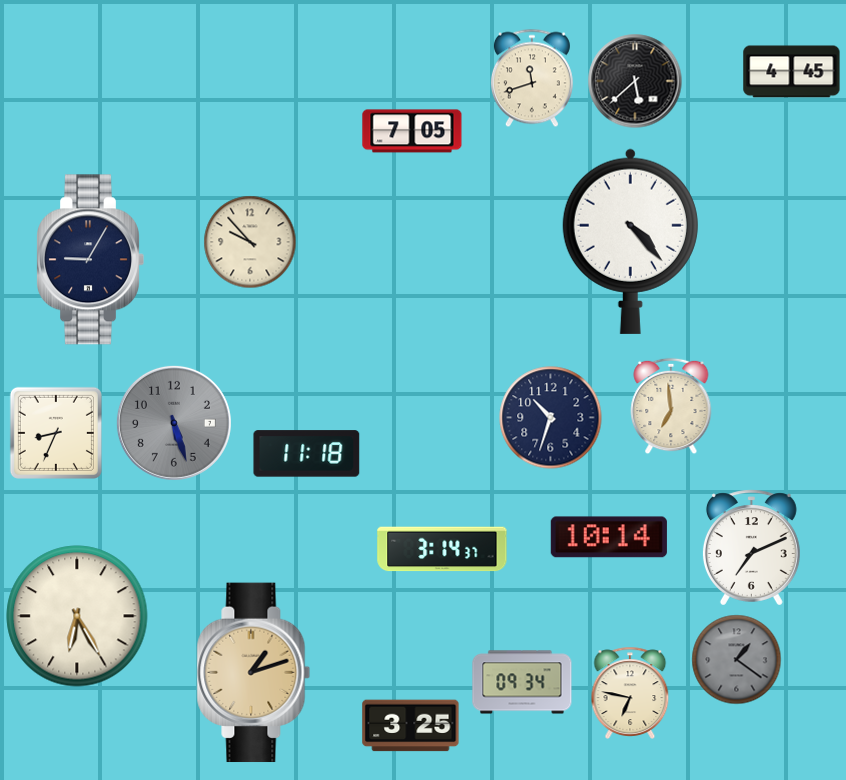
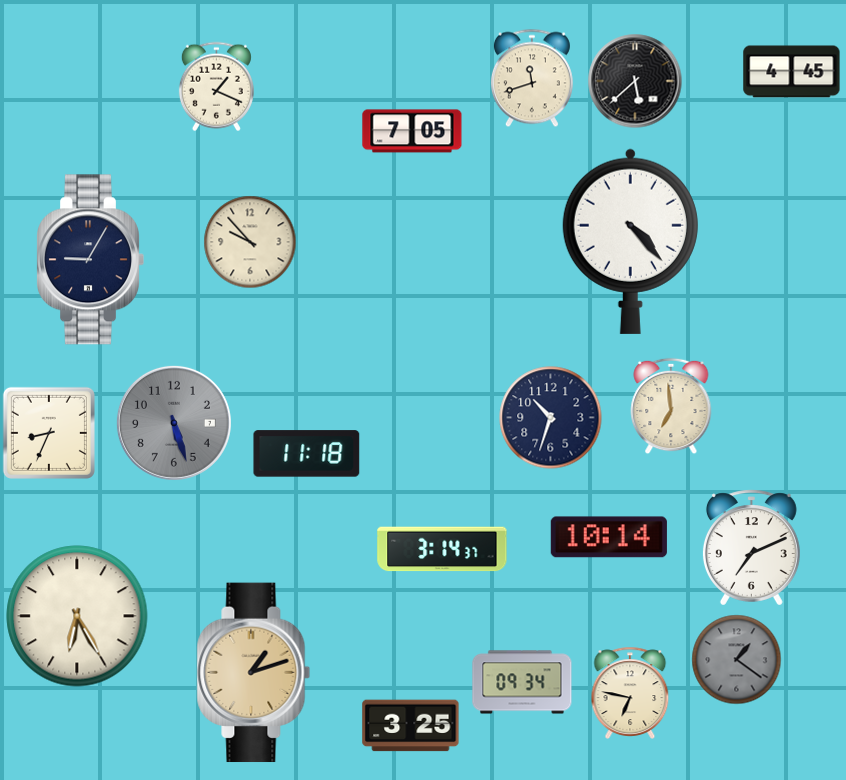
clock at (216, 87): none -> 1:19
clock at (56, 433) position: (56, 433) -> (49, 433)
